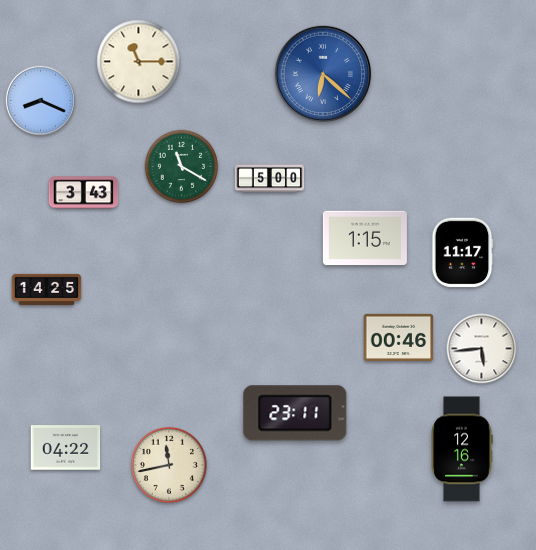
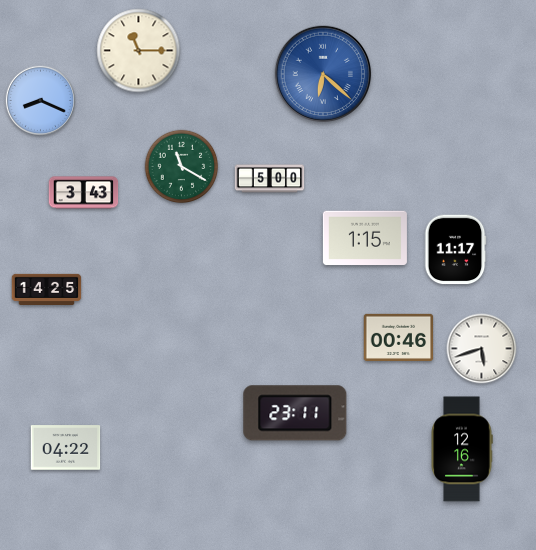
clock at (139, 62) position: (139, 62) -> (139, 51)
clock at (462, 253) position: (462, 253) -> (455, 250)
clock at (482, 349): 5:44 -> 5:42
clock at (169, 465): 11:43 -> none
